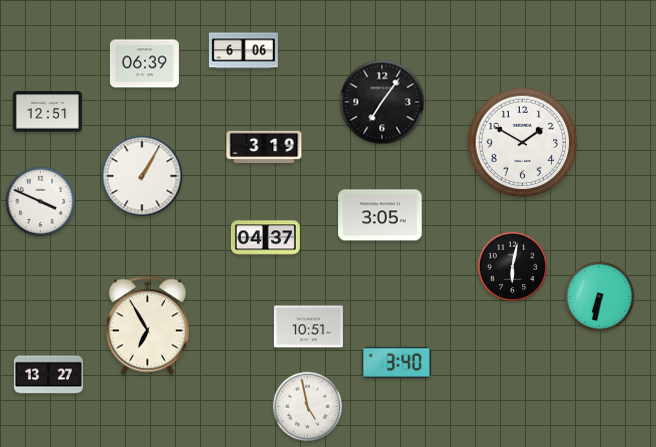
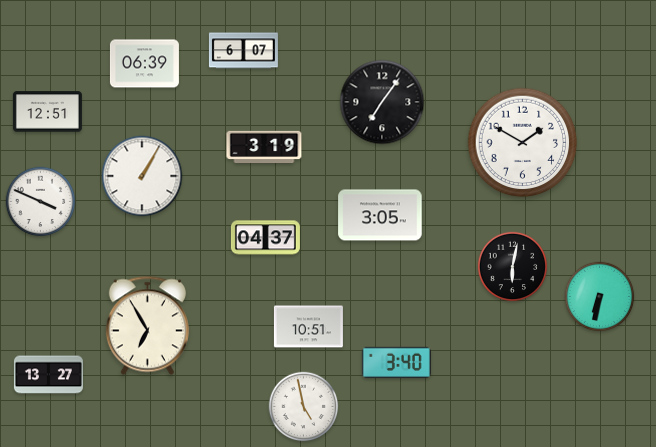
clock at (243, 51): 6:06 -> 6:07
clock at (308, 407) position: (308, 407) -> (304, 407)
